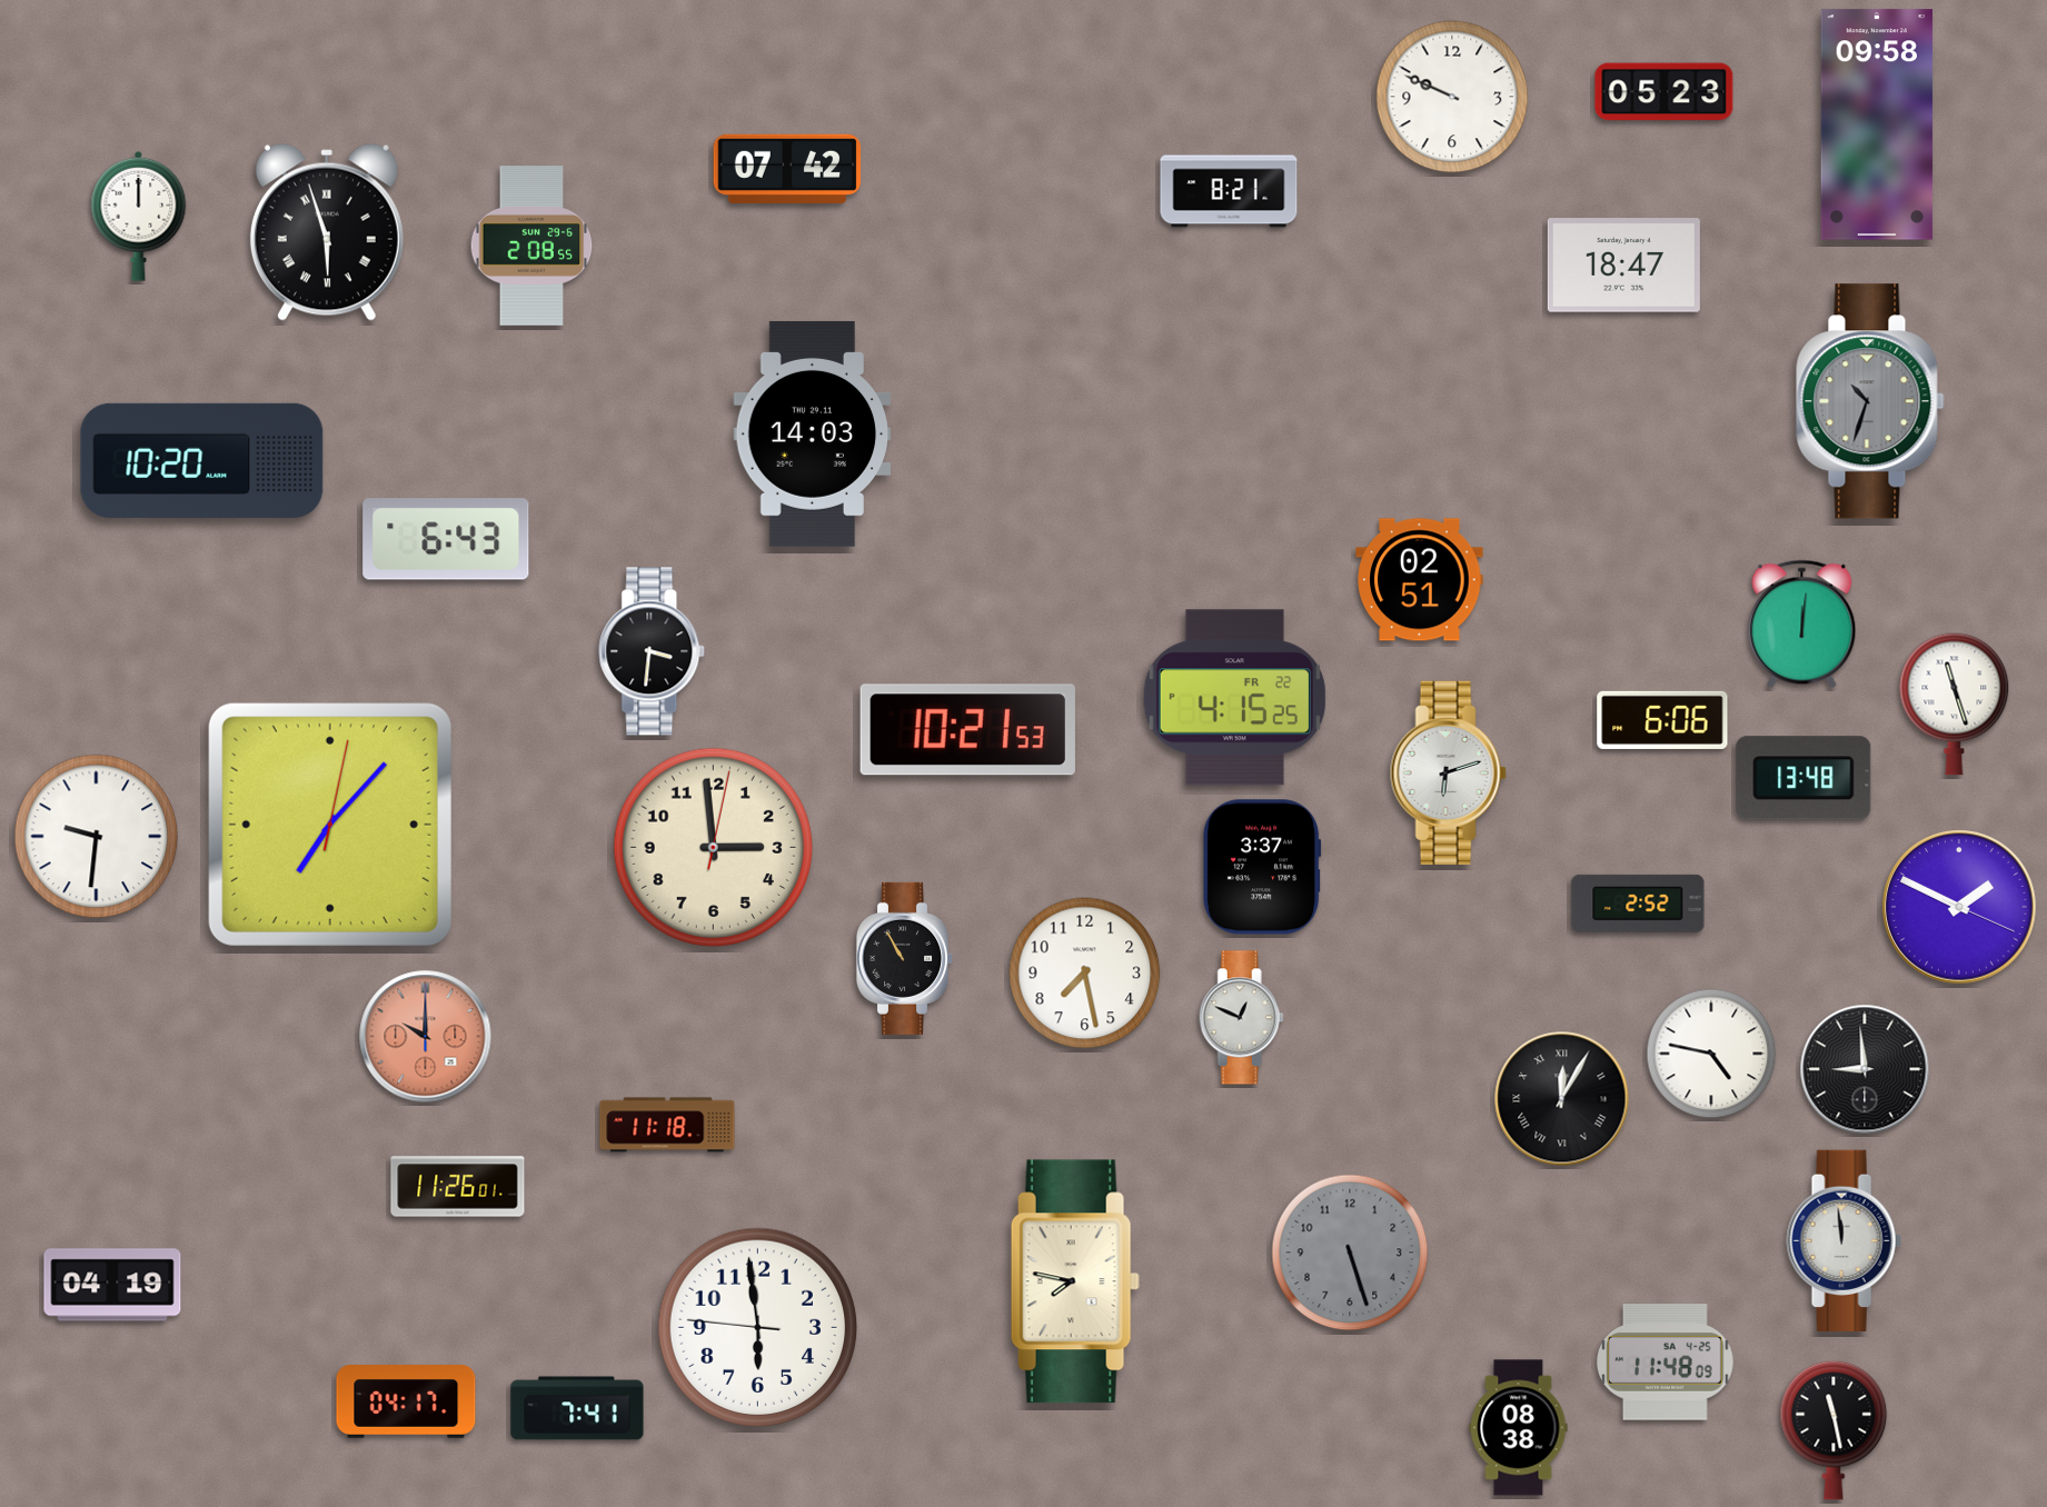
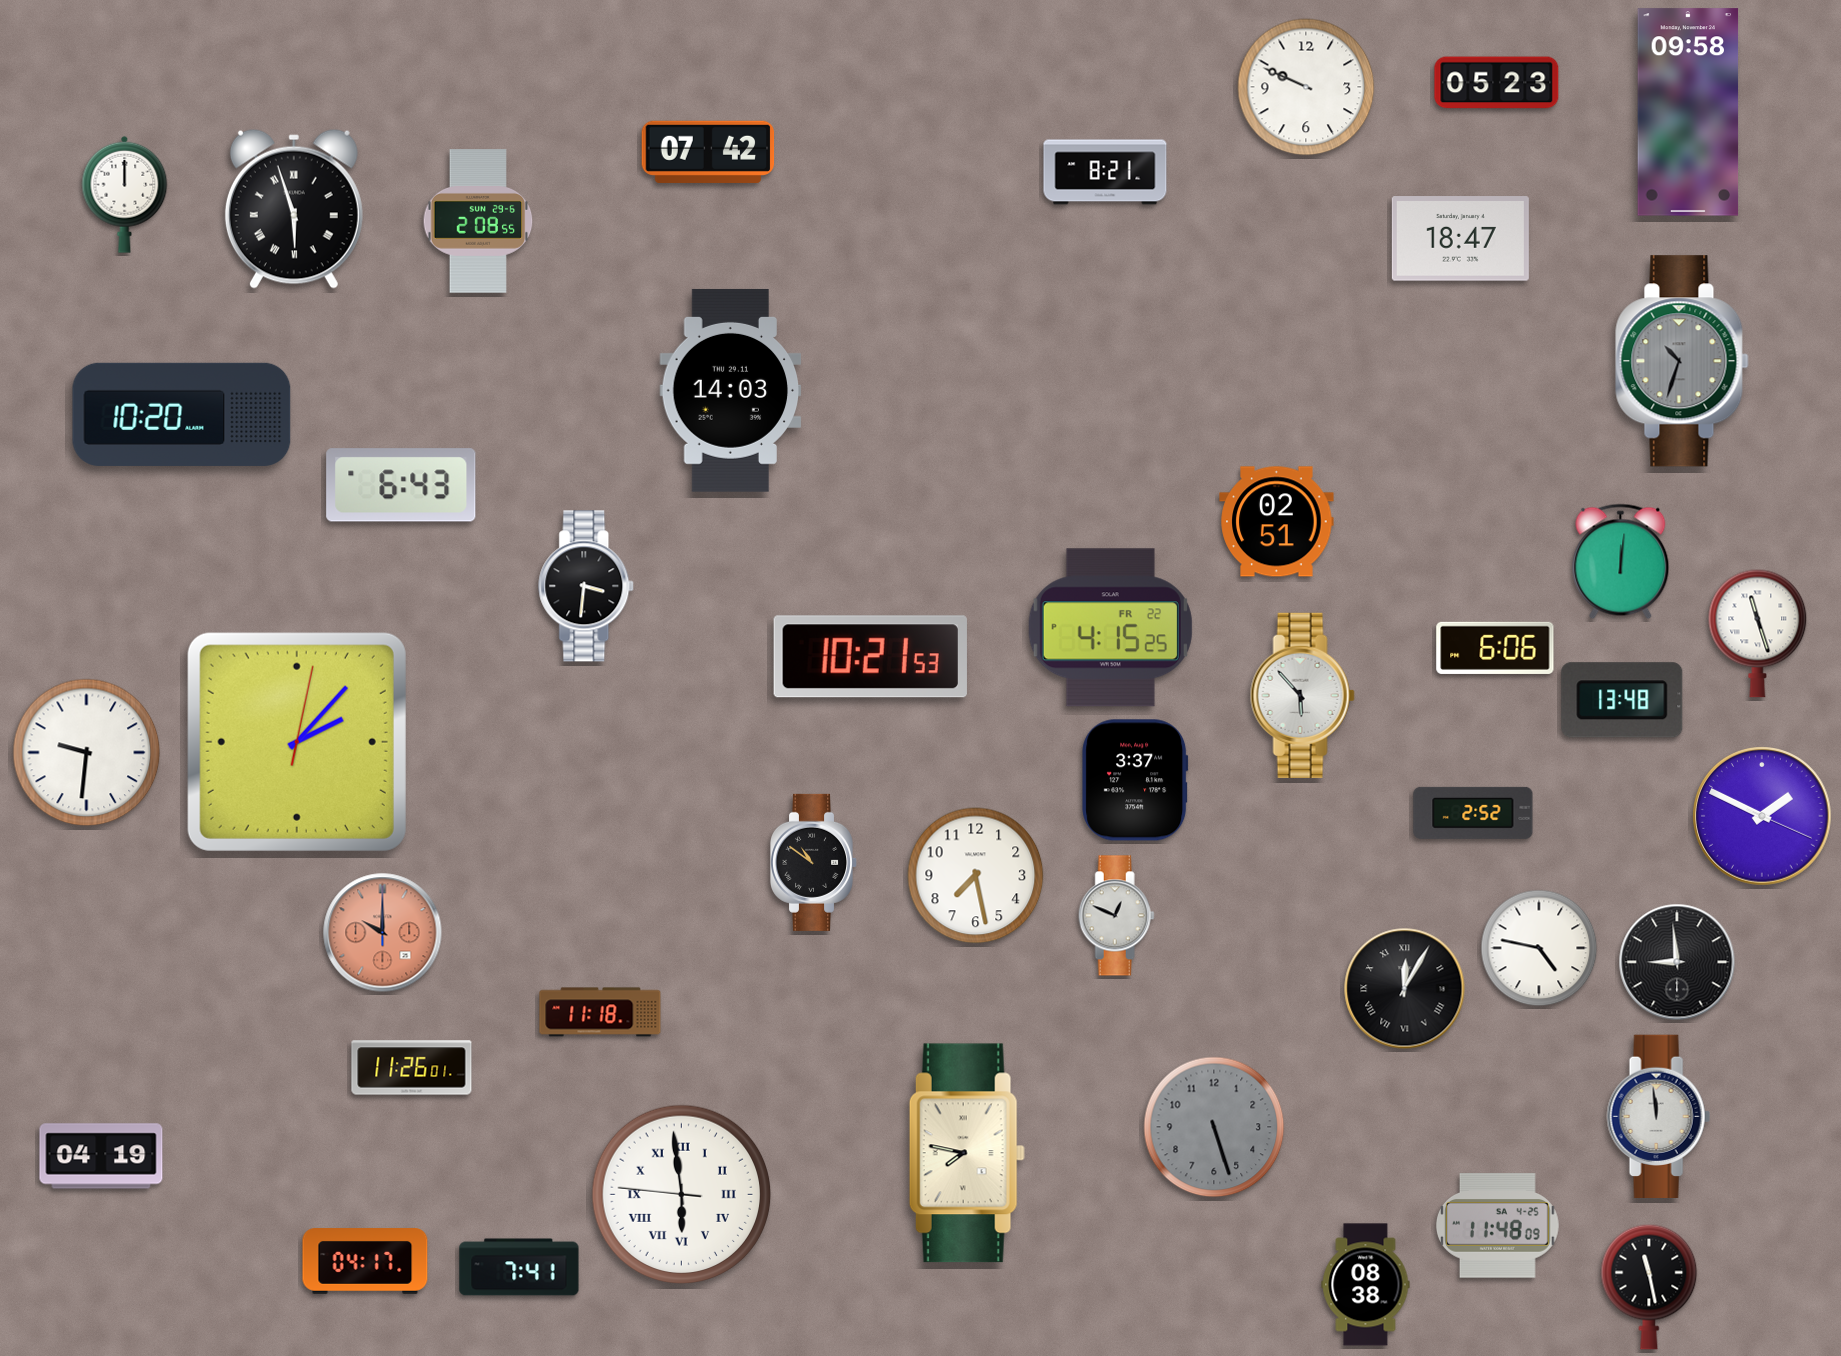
clock at (1448, 772): 6:12 -> 5:53
clock at (330, 825): 7:07 -> 2:07
clock at (714, 848): 2:59 -> none
clock at (904, 958): 10:55 -> 10:51
clock at (758, 1328) numerals: Arabic -> Roman
